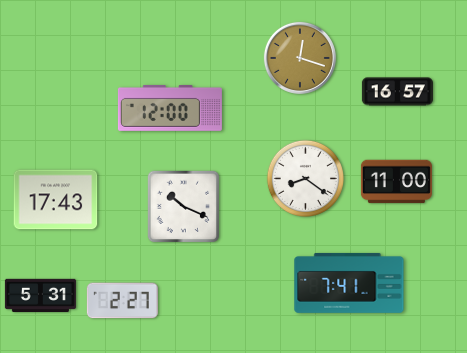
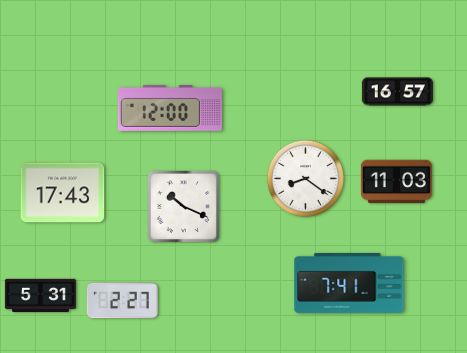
clock at (300, 58): 12:18 -> none
clock at (396, 182): 11:00 -> 11:03
clock at (56, 200) position: (56, 200) -> (63, 193)
